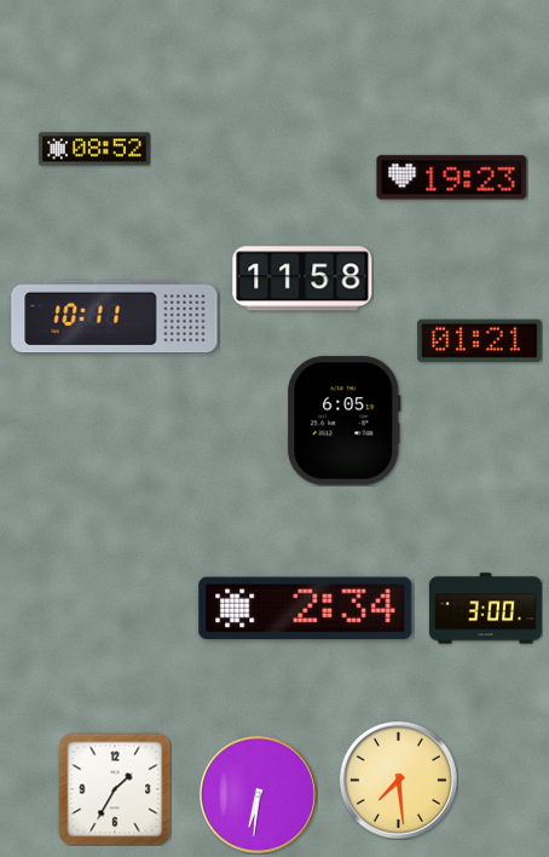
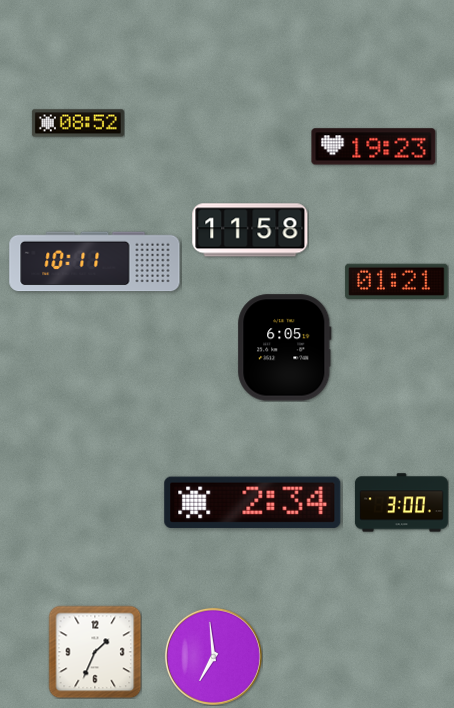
clock at (398, 780): 7:29 -> none
clock at (115, 789): 1:35 -> 1:34
clock at (258, 794): 6:31 -> 6:59
